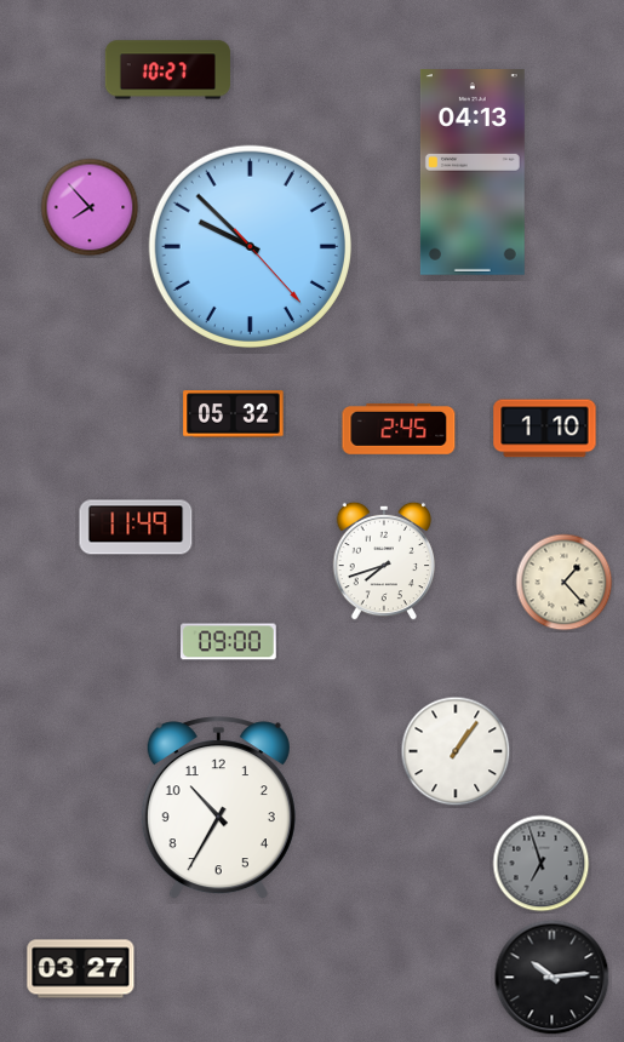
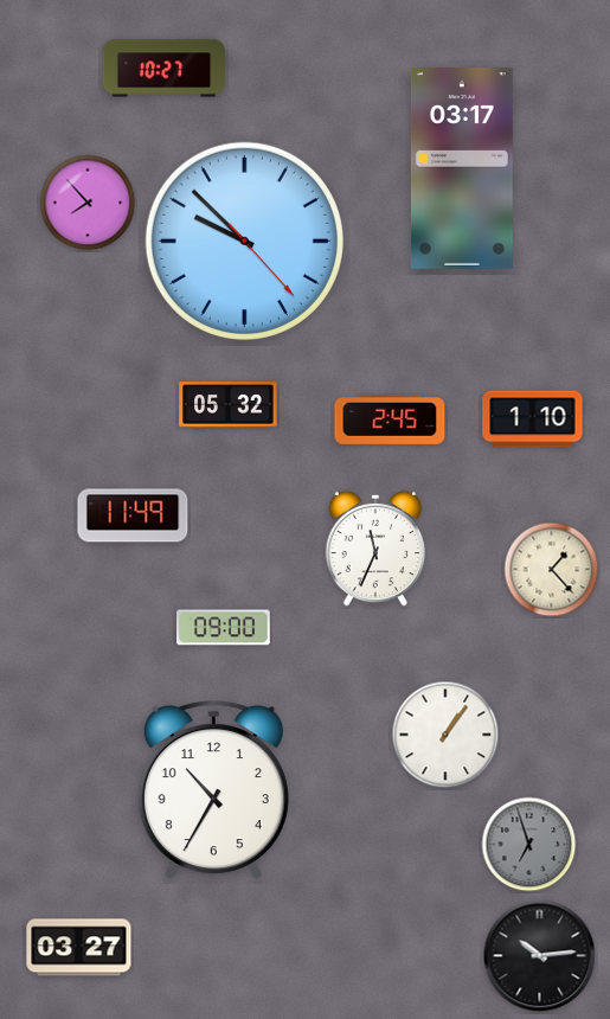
clock at (473, 173): 04:13 -> 03:17
clock at (384, 561): 7:42 -> 11:34
